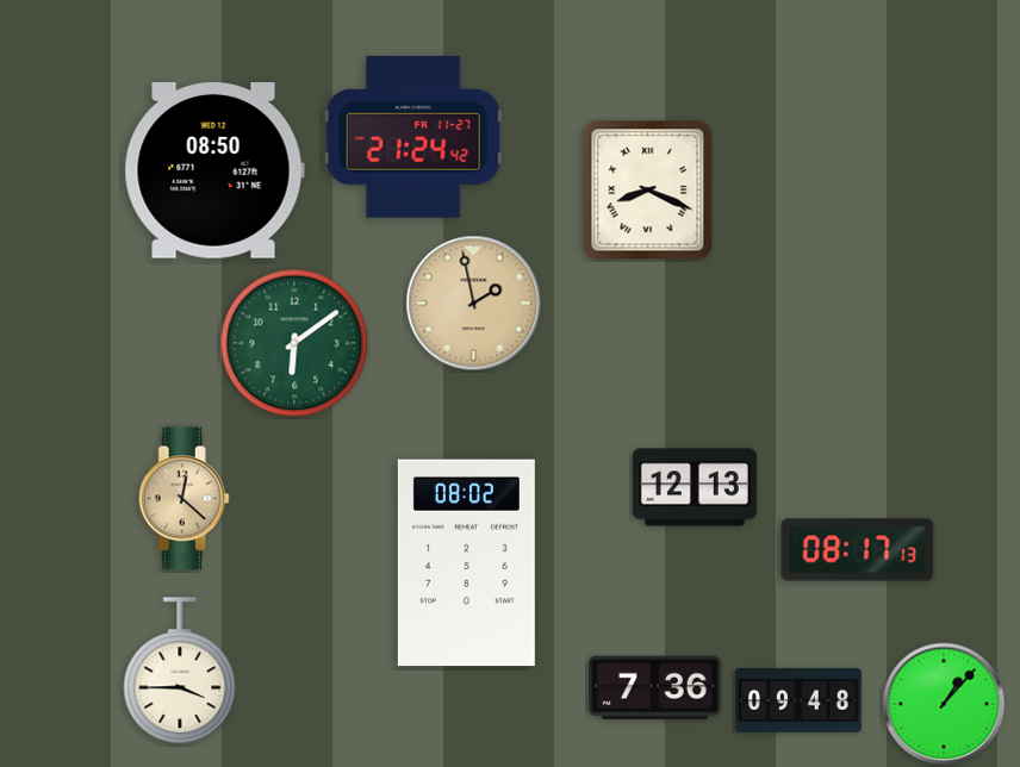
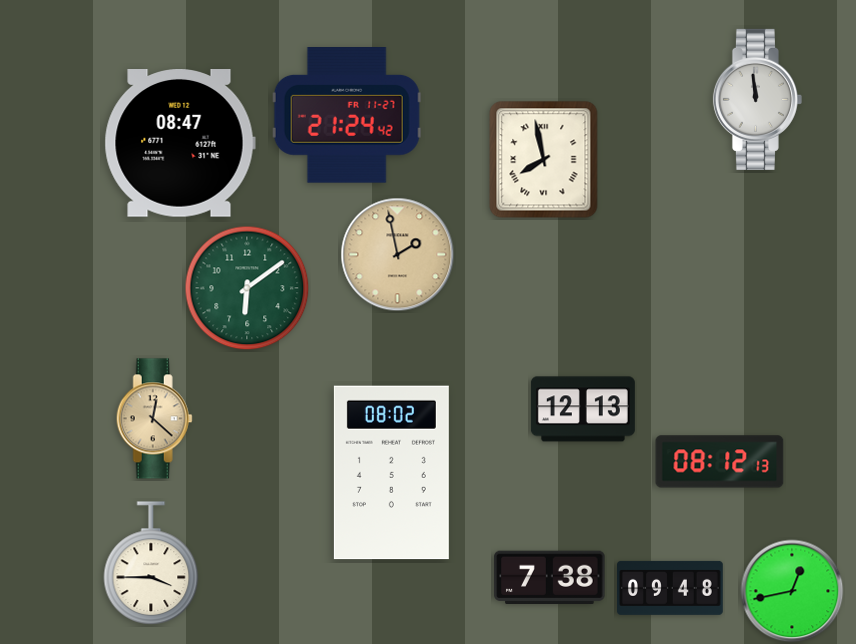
clock at (757, 99): none -> 11:59
clock at (214, 172): 08:50 -> 08:47
clock at (648, 191): 8:19 -> 7:58
clock at (858, 550): 08:17 -> 08:12
clock at (655, 687): 7:36 -> 7:38
clock at (944, 704): 1:07 -> 12:43
